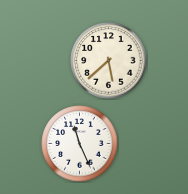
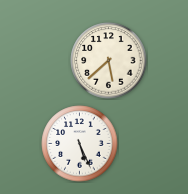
clock at (80, 144): 11:26 -> 5:26
